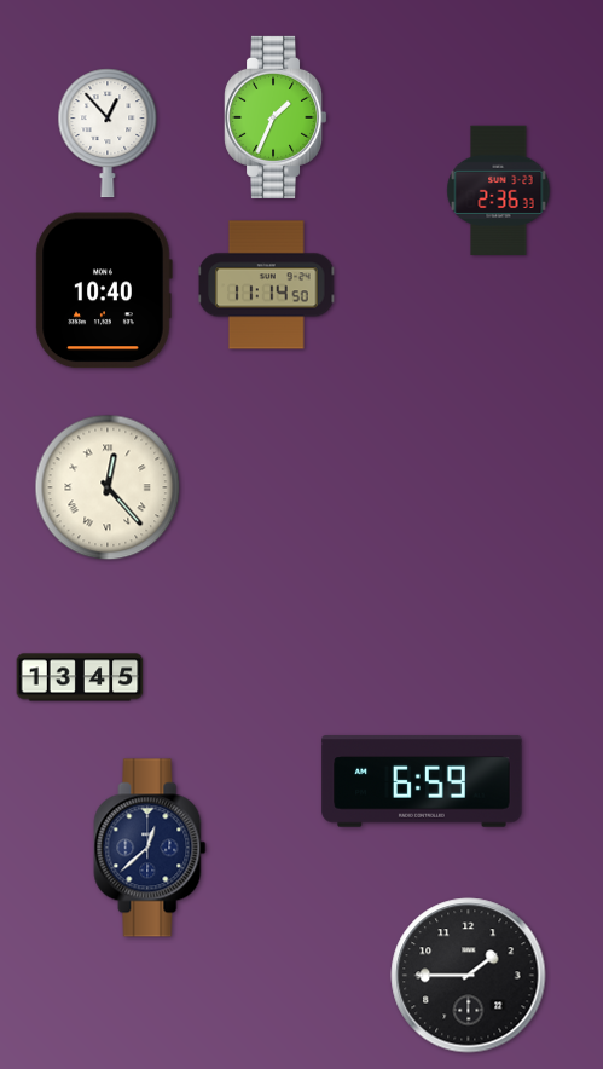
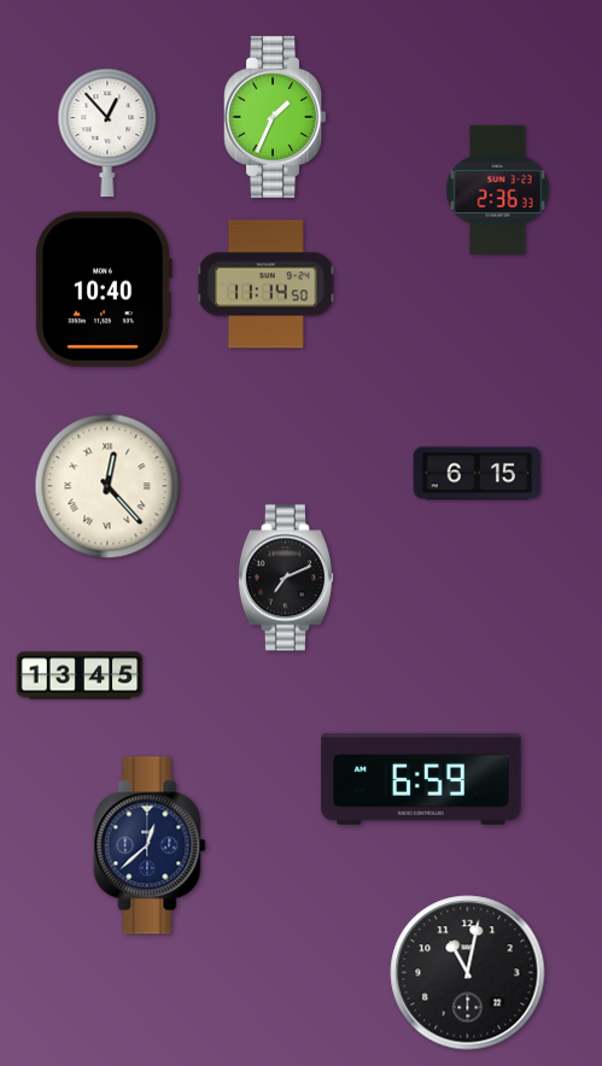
clock at (478, 474): none -> 6:15
clock at (286, 578): none -> 7:11
clock at (469, 976): 1:45 -> 11:02
